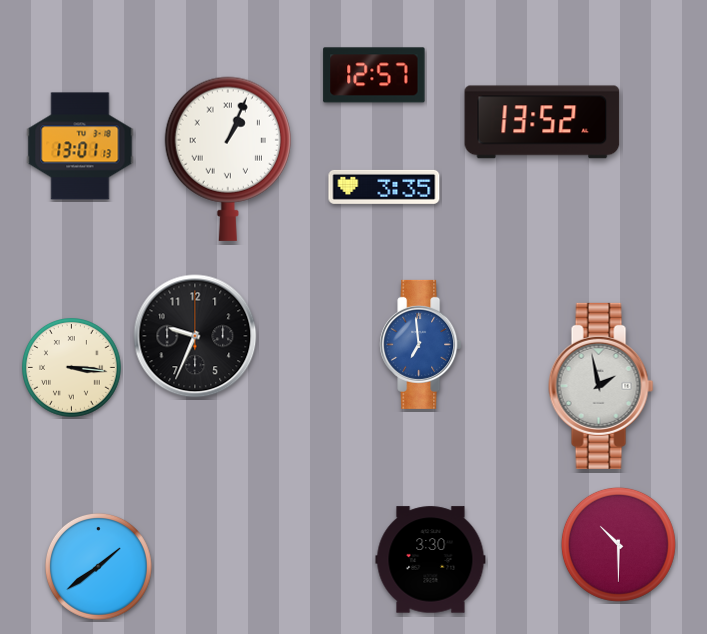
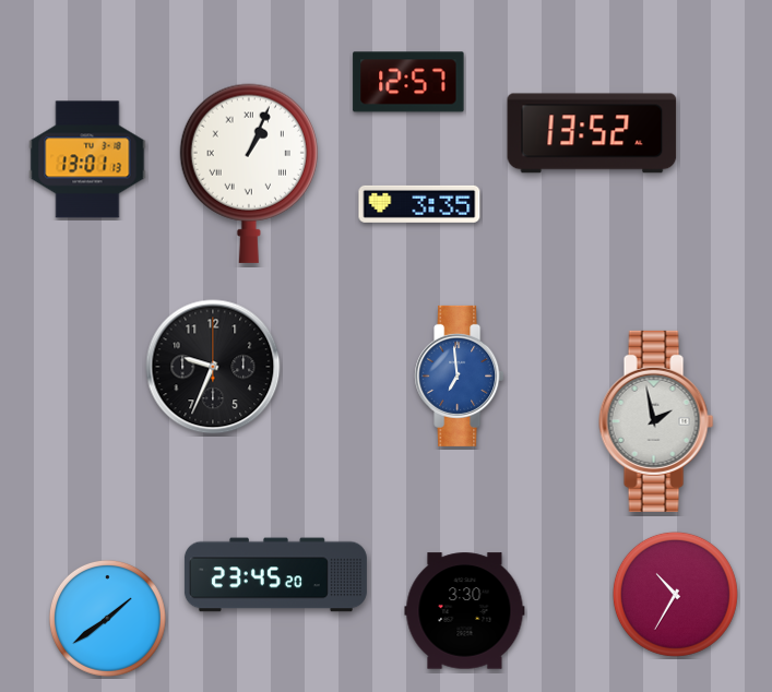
clock at (72, 368): 3:16 -> none
clock at (275, 575): none -> 23:45
clock at (618, 544): 10:30 -> 10:35
clock at (431, 560) position: (431, 560) -> (465, 611)
